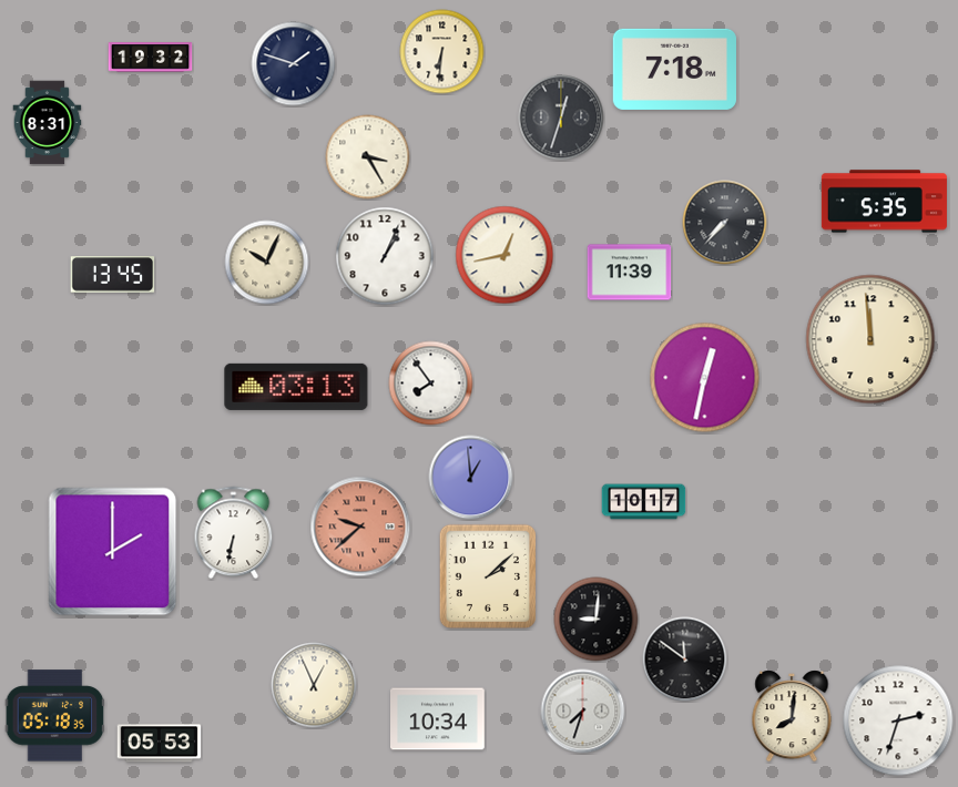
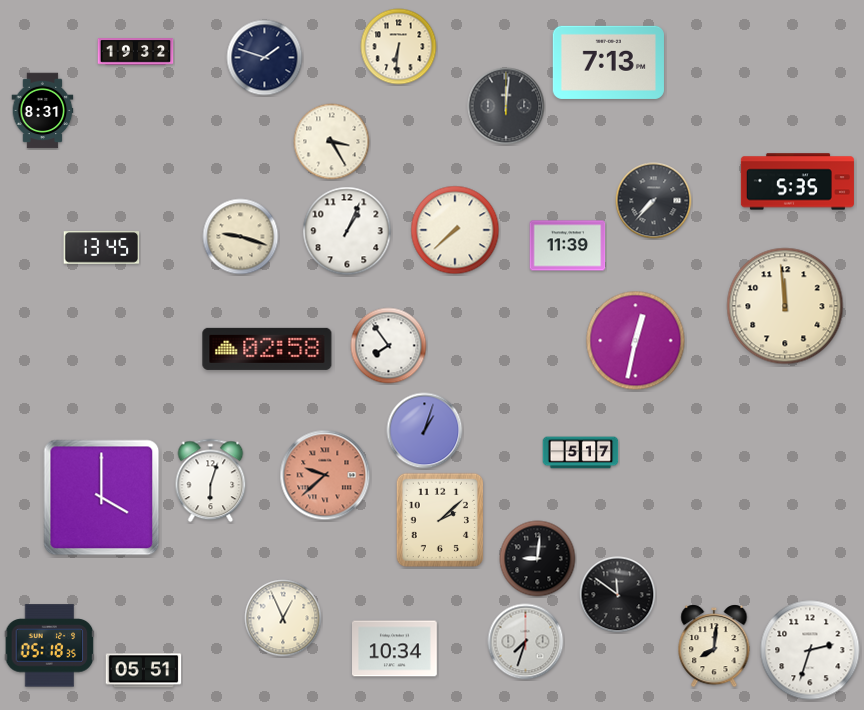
clock at (674, 69): 7:18 -> 7:13
clock at (561, 117): 12:33 -> 12:01
clock at (505, 255): 12:43 -> 7:38
clock at (267, 263): 10:04 -> 9:18
clock at (296, 387): 03:13 -> 02:58
clock at (471, 478): 12:59 -> 1:03
clock at (644, 502): 10:17 -> 5:17
clock at (234, 533): 6:32 -> 6:03
clock at (113, 552): 2:00 -> 4:00
clock at (160, 744): 05:53 -> 05:51
